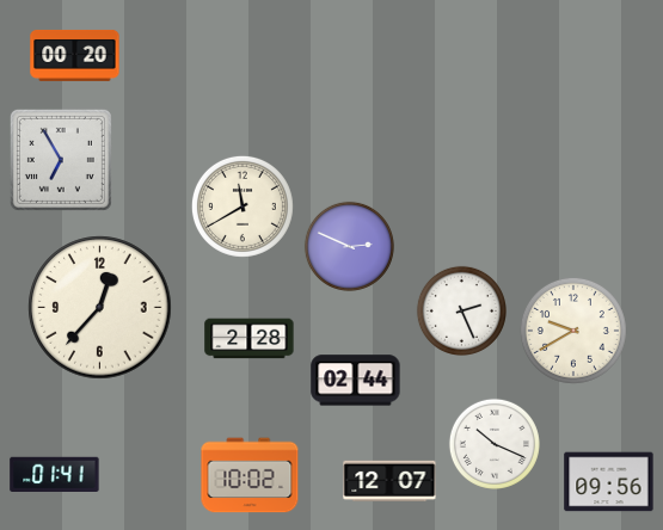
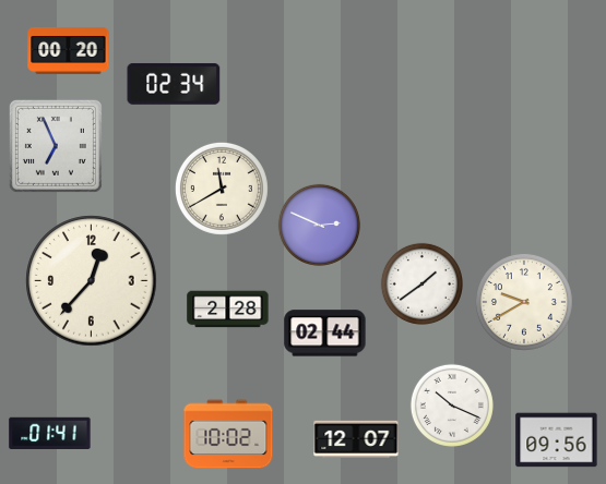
clock at (174, 84): none -> 02:34
clock at (61, 160): 6:55 -> 6:56
clock at (461, 310): 2:26 -> 1:39
clock at (356, 381) position: (356, 381) -> (325, 334)
